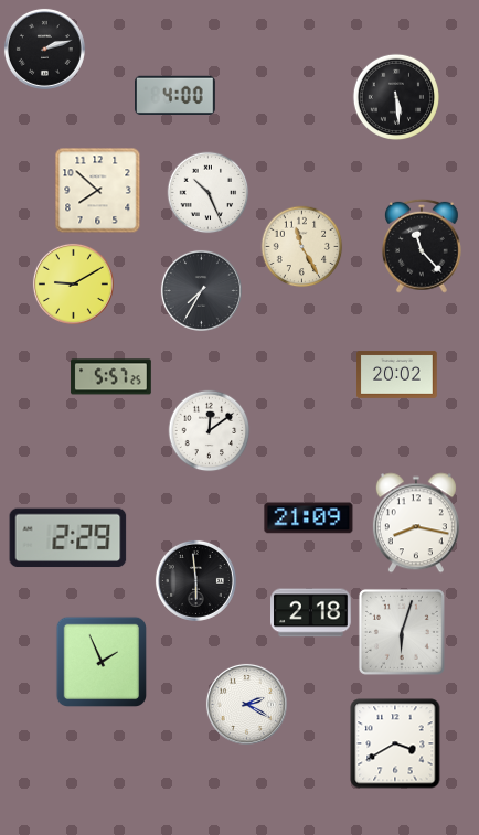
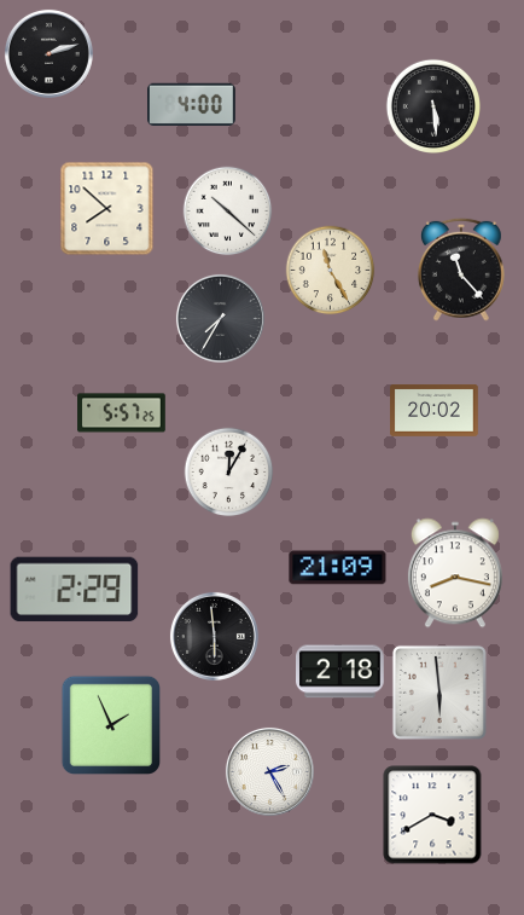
clock at (209, 193): 10:26 -> 10:22
clock at (73, 283): 9:10 -> none
clock at (210, 431): 12:09 -> 12:05
clock at (402, 632): 6:03 -> 5:59
clock at (246, 704): 2:20 -> 2:25
